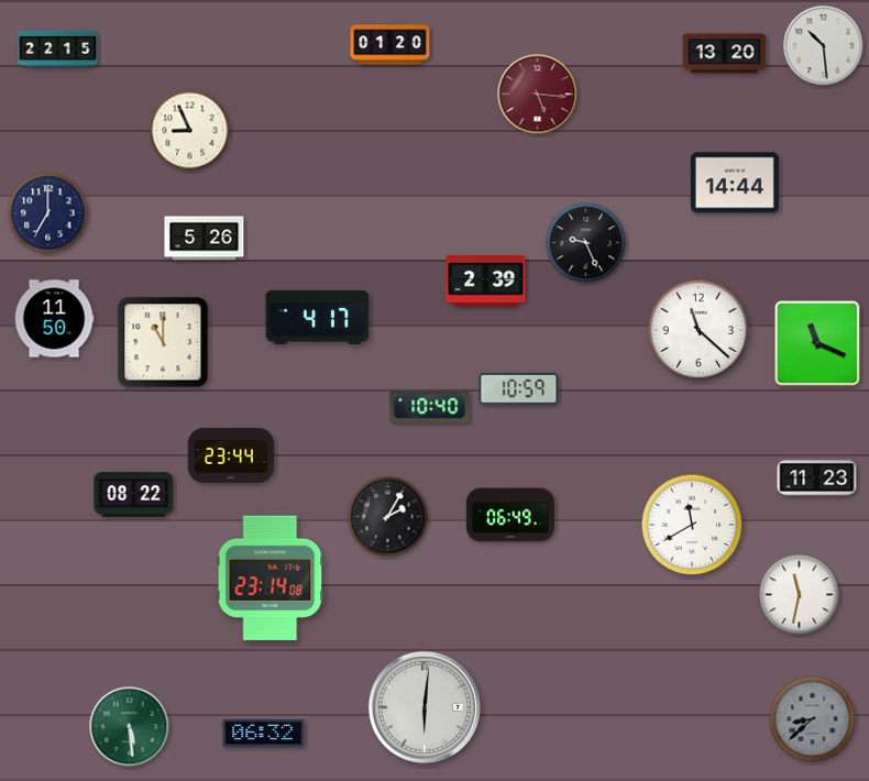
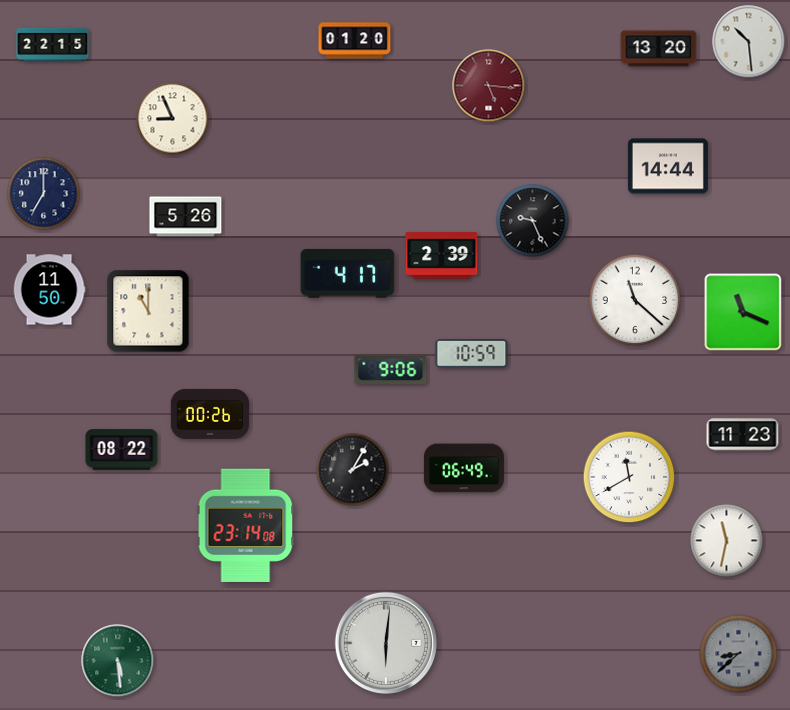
clock at (318, 317) position: (318, 317) -> (348, 273)
clock at (430, 406): 10:40 -> 9:06
clock at (231, 455): 23:44 -> 00:26
clock at (264, 733): 06:32 -> none
